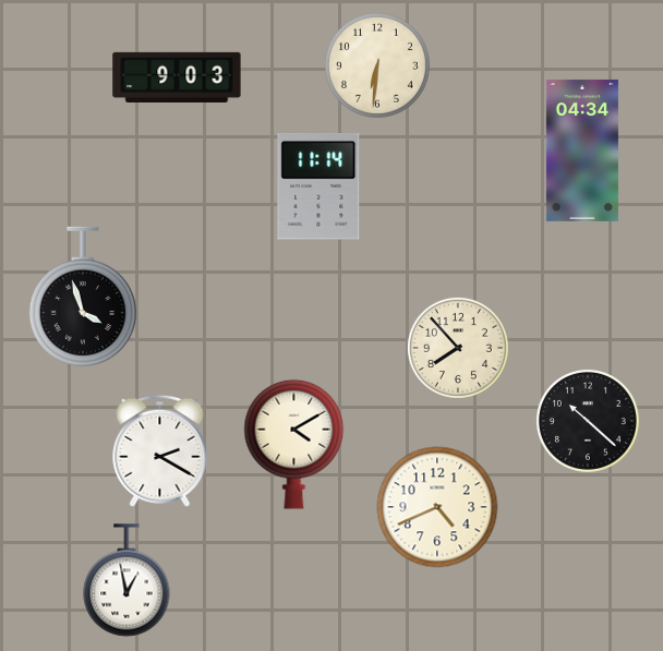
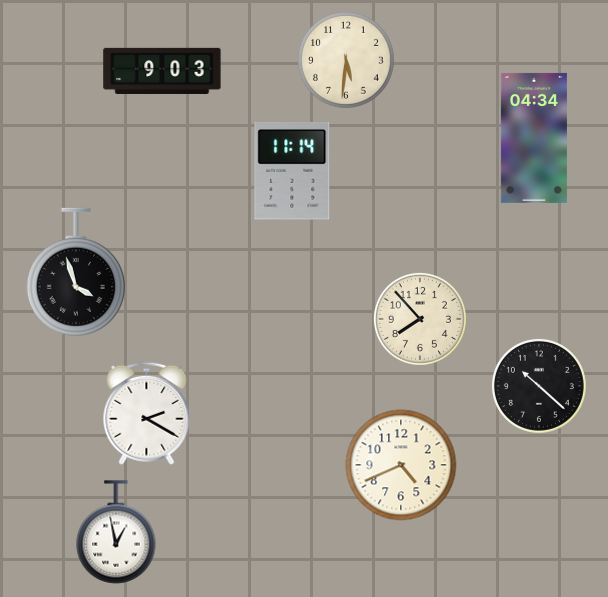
clock at (378, 67): 6:31 -> 5:31
clock at (294, 444): 4:10 -> none
